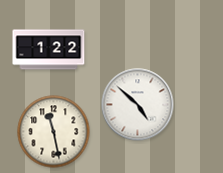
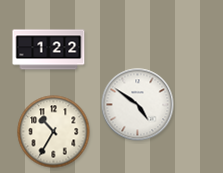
clock at (138, 105): 4:52 -> 4:51
clock at (54, 132): 11:28 -> 10:35
